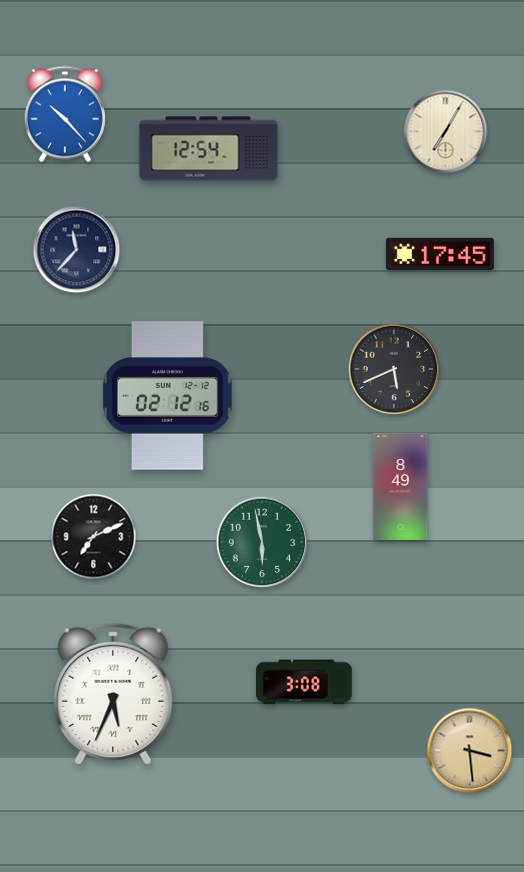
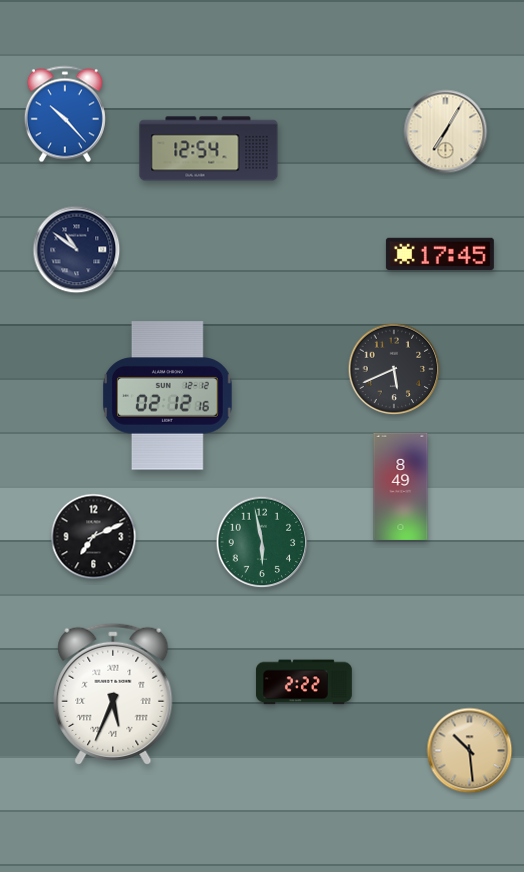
clock at (77, 250): 11:37 -> 10:51
clock at (304, 682): 3:08 -> 2:22
clock at (470, 751): 3:29 -> 10:29
